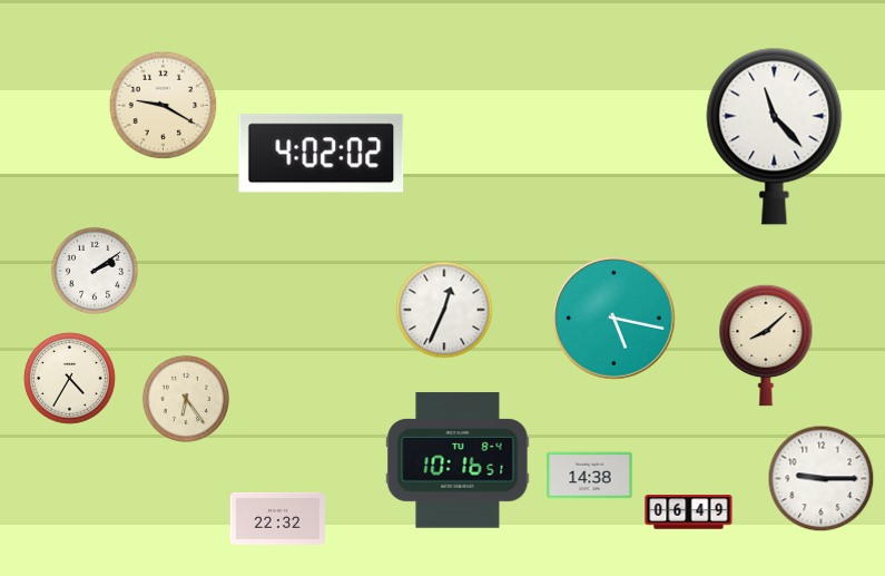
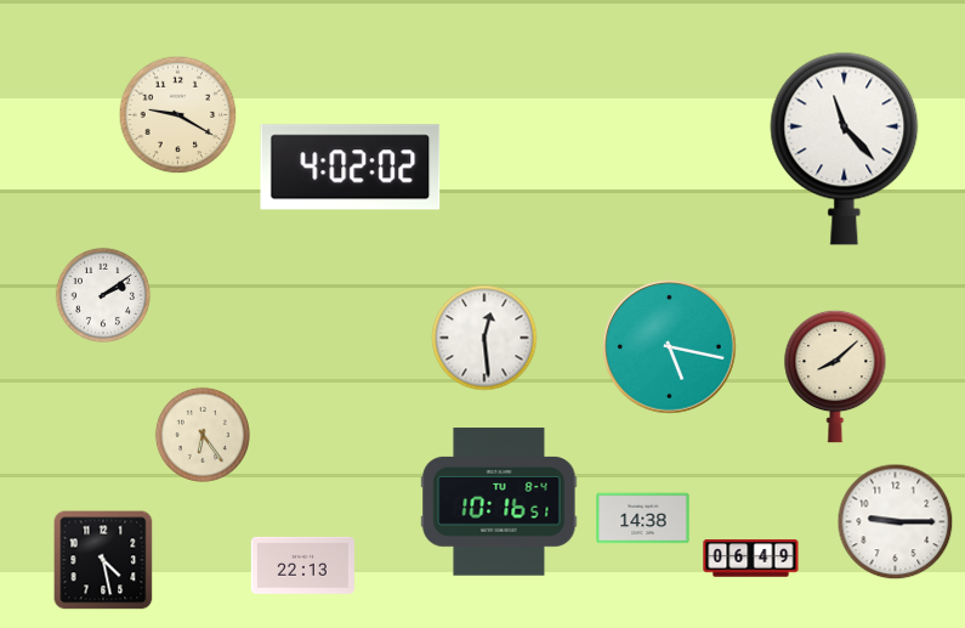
clock at (444, 310): 12:34 -> 12:29
clock at (70, 379): 4:35 -> none
clock at (103, 560): none -> 4:28
clock at (277, 518): 22:32 -> 22:13
